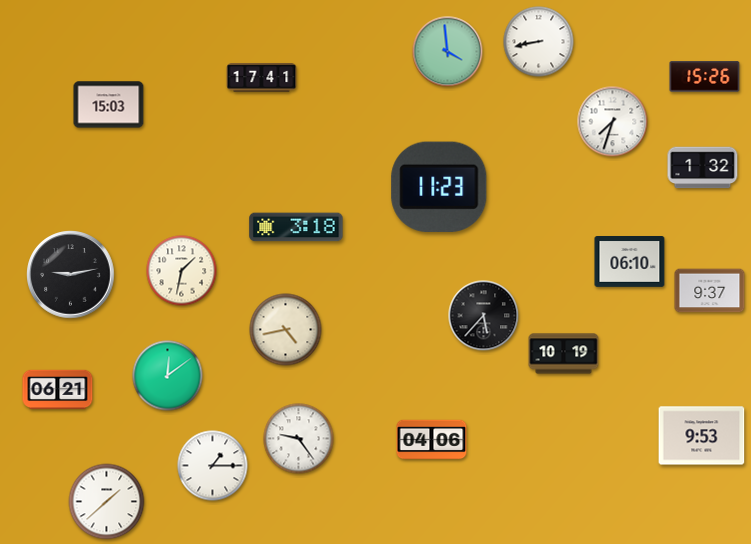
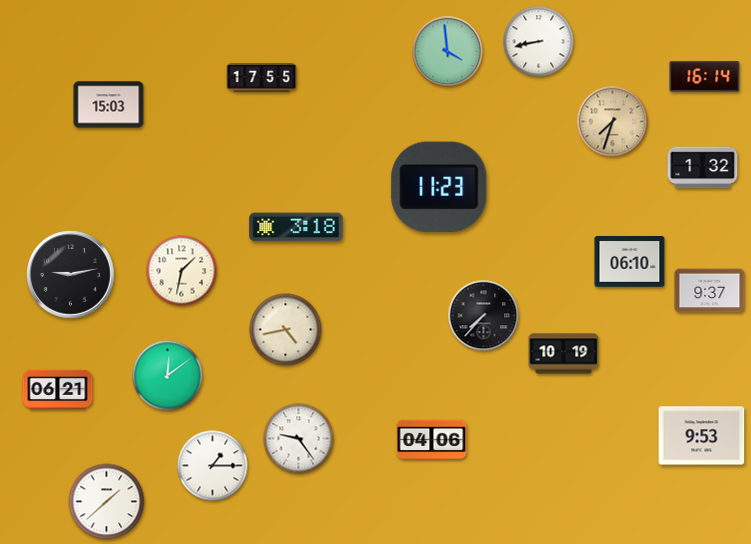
clock at (705, 77): 15:26 -> 16:14
clock at (262, 78): 17:41 -> 17:55
clock at (613, 122) dial: white -> champagne
clock at (484, 316): 5:37 -> 7:37
